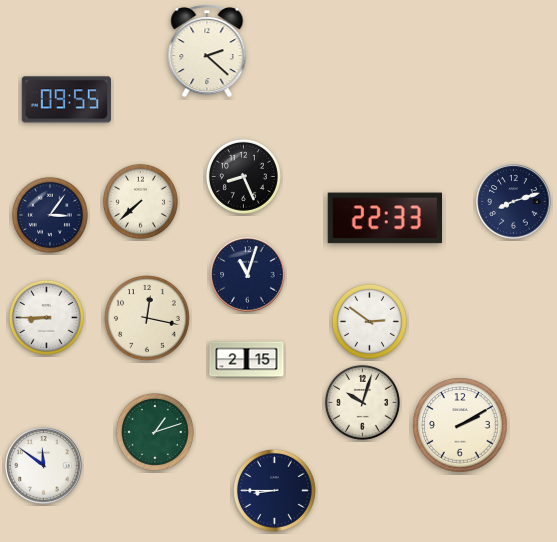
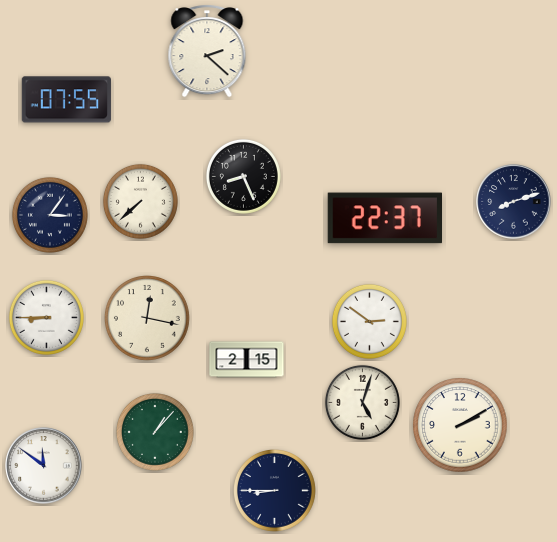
clock at (66, 100): 09:55 -> 07:55
clock at (384, 218): 22:33 -> 22:37
clock at (248, 275): 11:03 -> none
clock at (362, 402): 10:03 -> 5:03
clock at (155, 432): 1:12 -> 1:07
